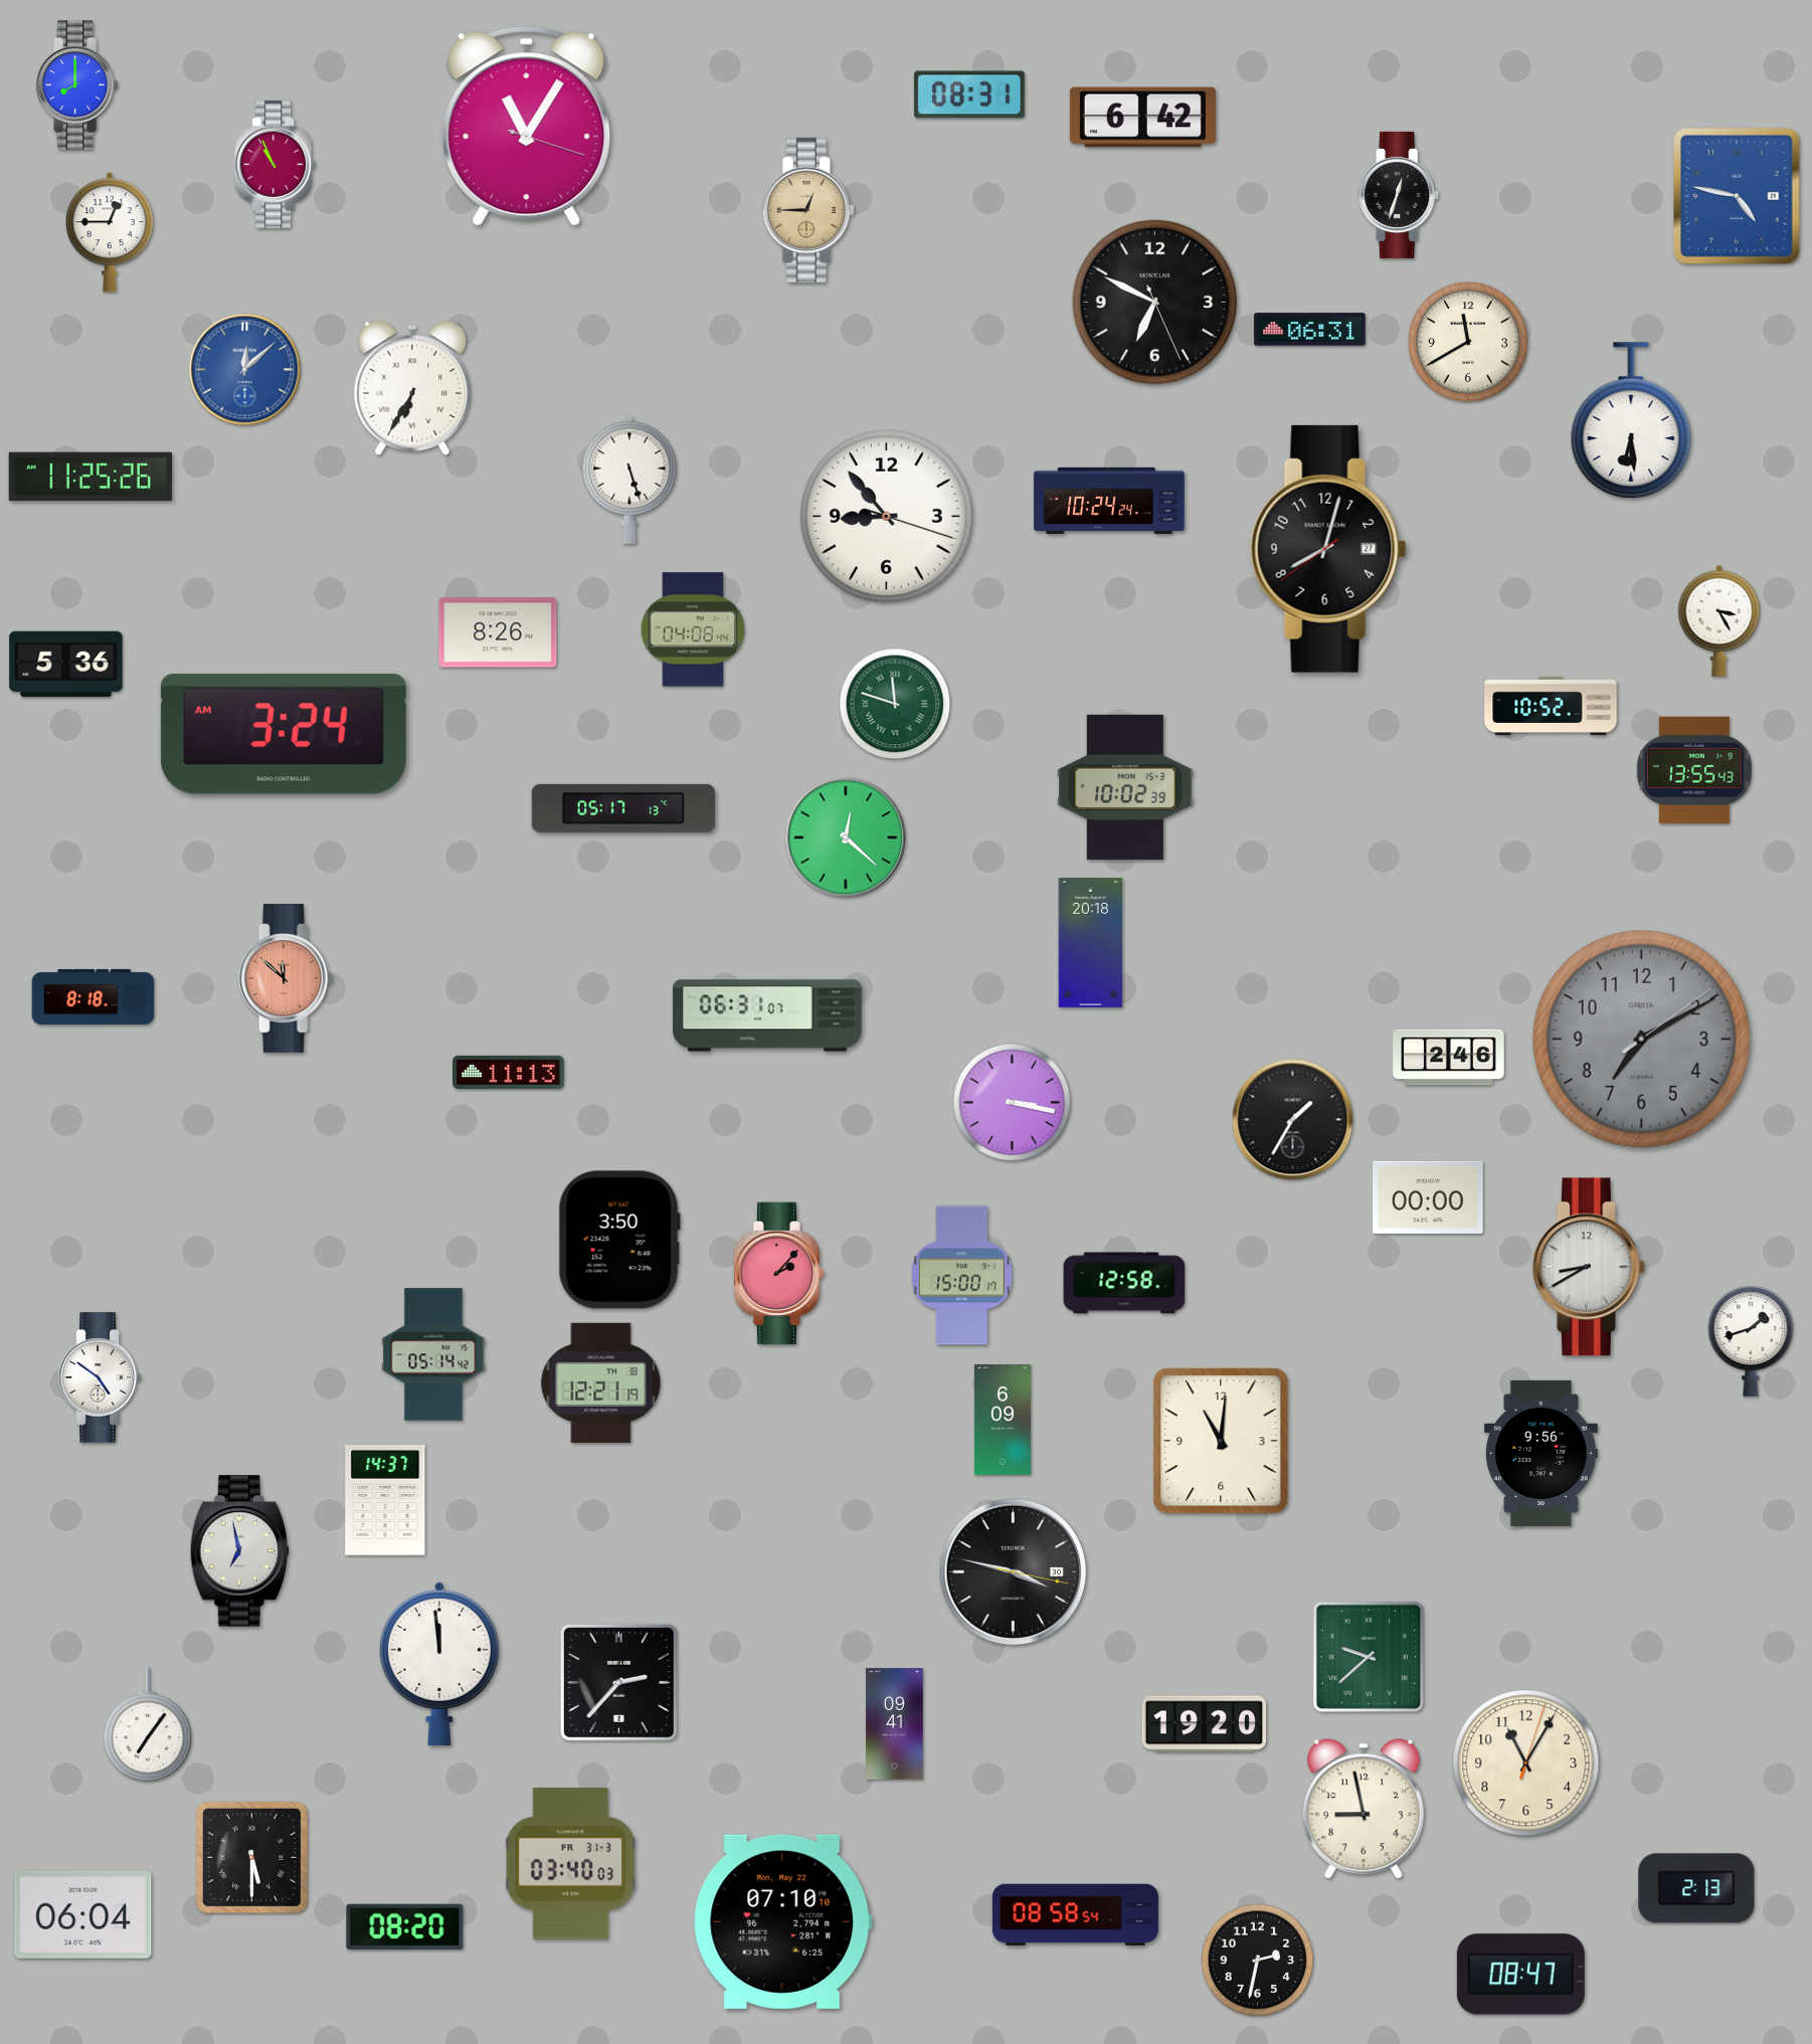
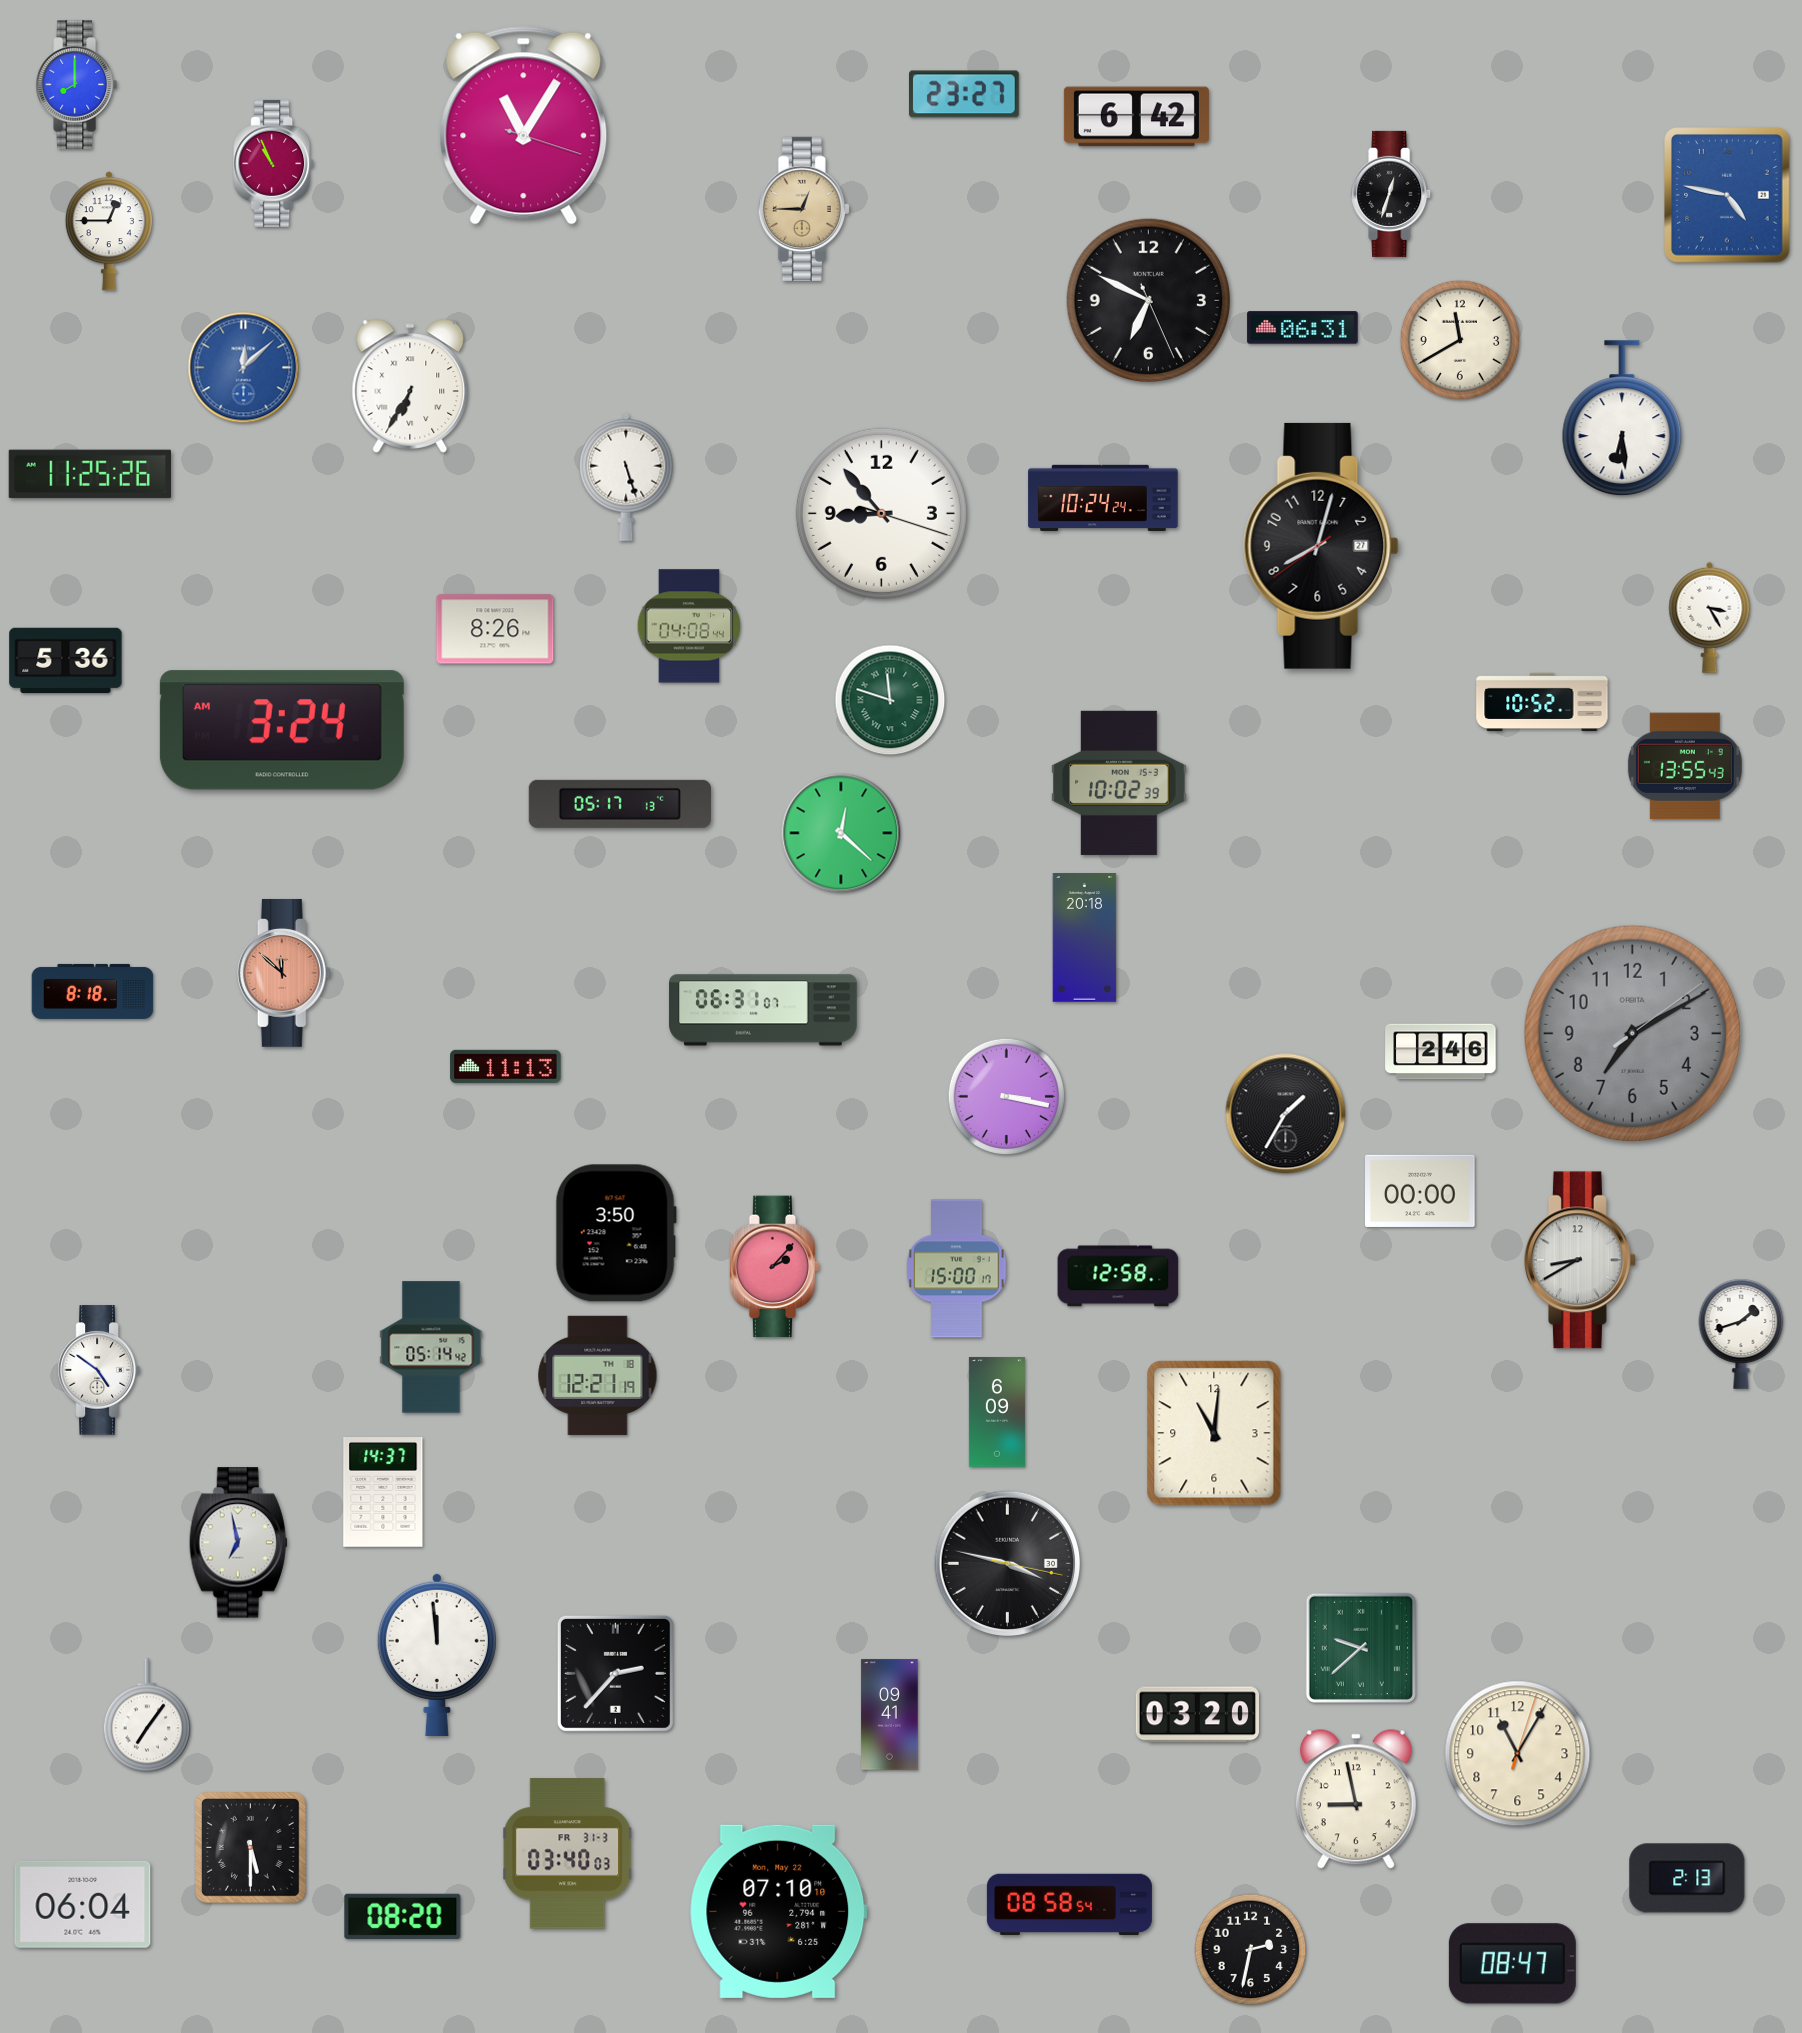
clock at (970, 95): 08:31 -> 23:27
clock at (1541, 1453): 9:56 -> none
clock at (1204, 1724): 19:20 -> 03:20
